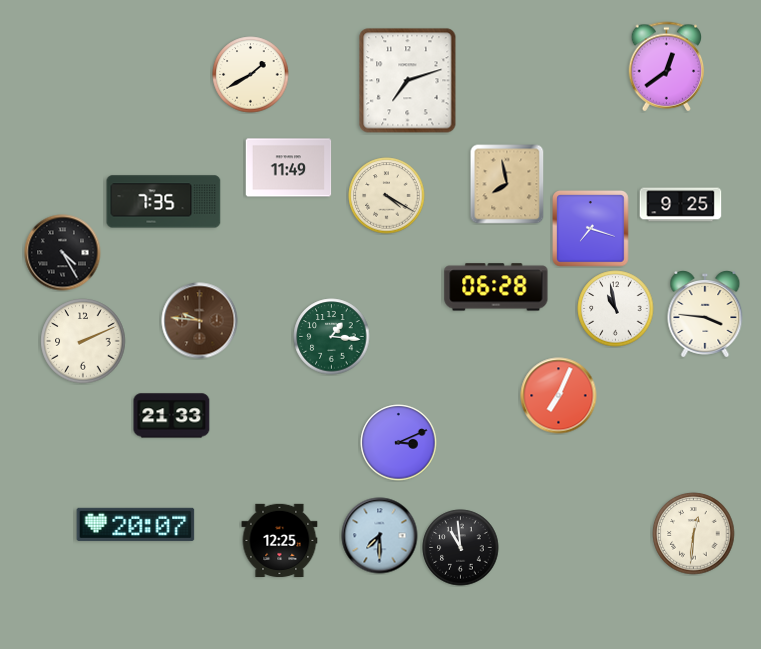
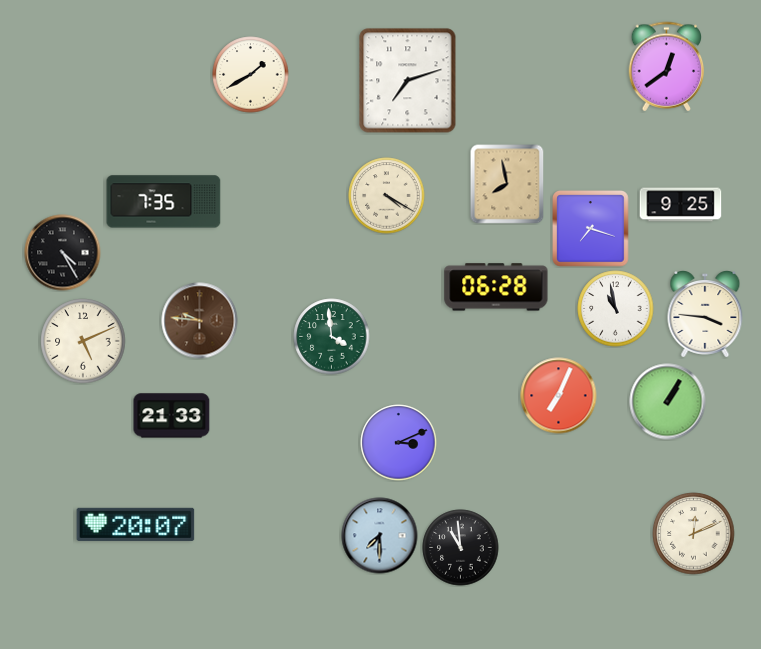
clock at (289, 168): 11:49 -> none
clock at (332, 337): 1:16 -> 3:59
clock at (83, 341): 2:11 -> 5:11
clock at (668, 402): none -> 1:05
clock at (694, 534): 12:31 -> 12:11
clock at (280, 540): 12:25 -> none
